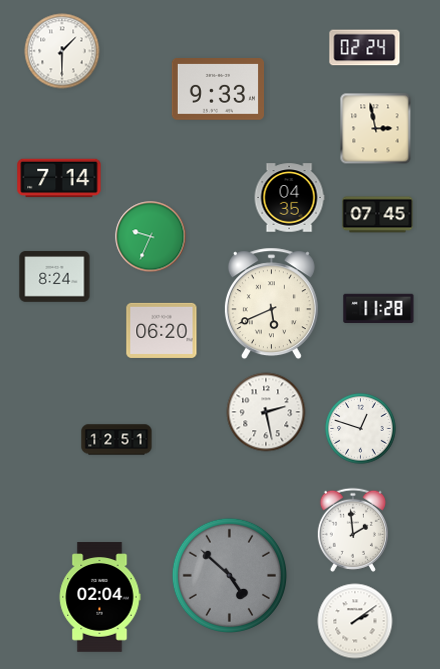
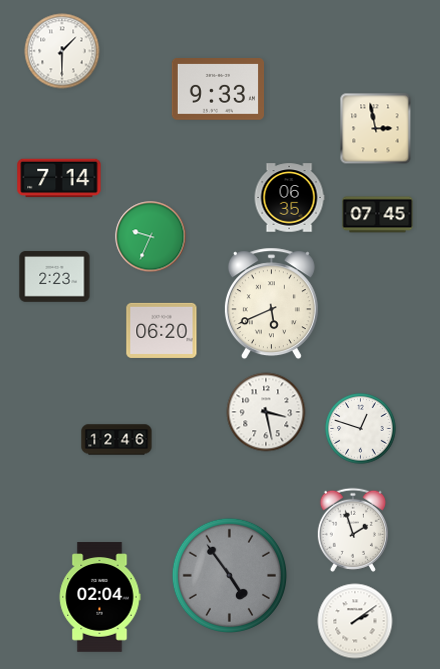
clock at (365, 48): 02:24 -> none
clock at (289, 198): 04:35 -> 06:35
clock at (55, 277): 8:24 -> 2:23
clock at (379, 309): 11:28 -> none
clock at (266, 412): 2:28 -> 3:28
clock at (117, 440): 12:51 -> 12:46
clock at (353, 530): 1:59 -> 1:57
clock at (229, 575): 4:52 -> 4:54
